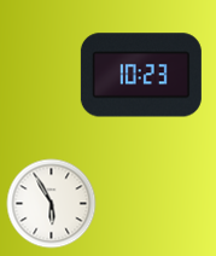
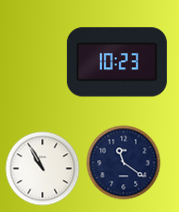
clock at (124, 163): none -> 11:21
clock at (52, 204): 5:55 -> 10:55
